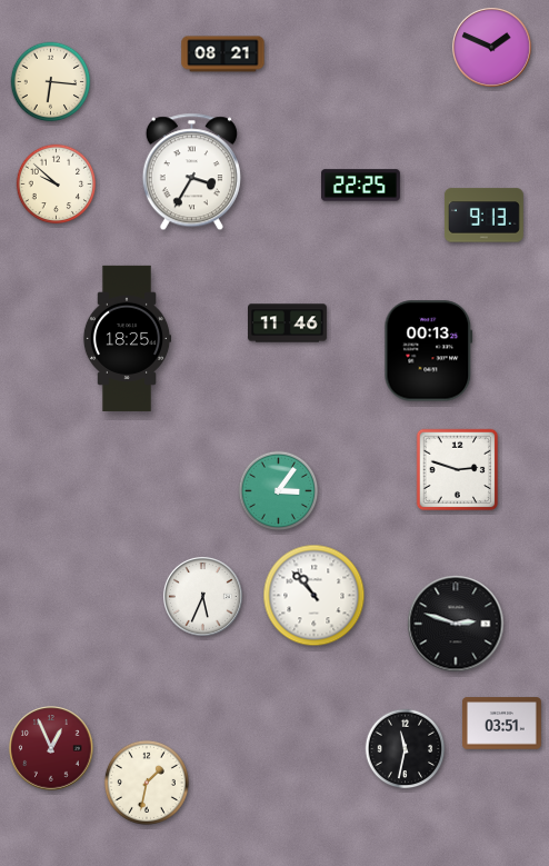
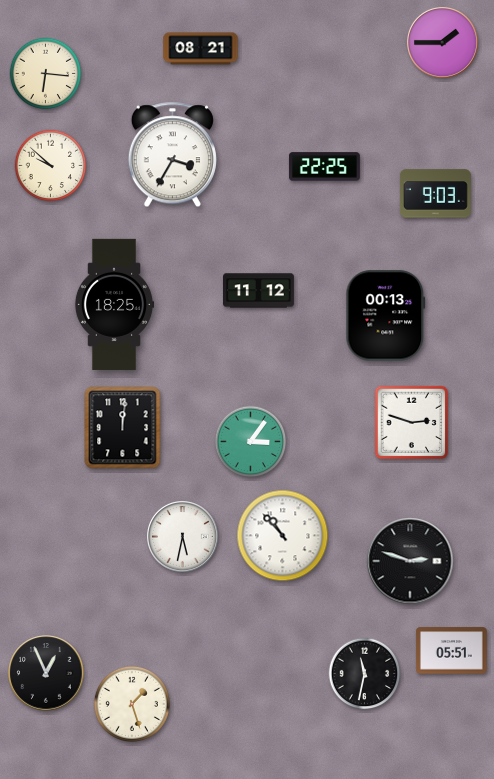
clock at (491, 47): 1:49 -> 1:45
clock at (483, 216): 9:13 -> 9:03
clock at (288, 323): 11:46 -> 11:12
clock at (123, 428): none -> 12:01
clock at (202, 596): 5:34 -> 5:32
clock at (501, 724): 03:51 -> 05:51
clock at (51, 748) dial: burgundy -> black
clock at (147, 783): 1:32 -> 1:27
